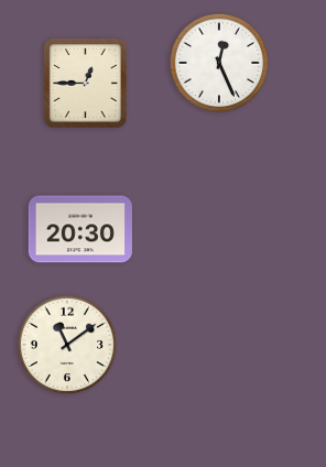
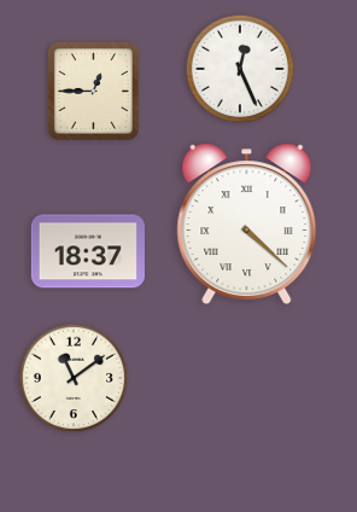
clock at (247, 223): none -> 4:22
clock at (80, 229): 20:30 -> 18:37
